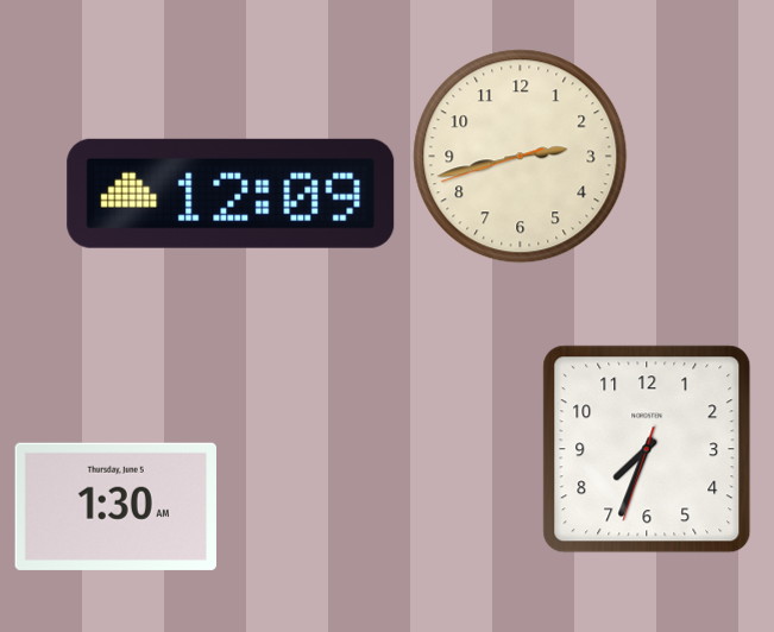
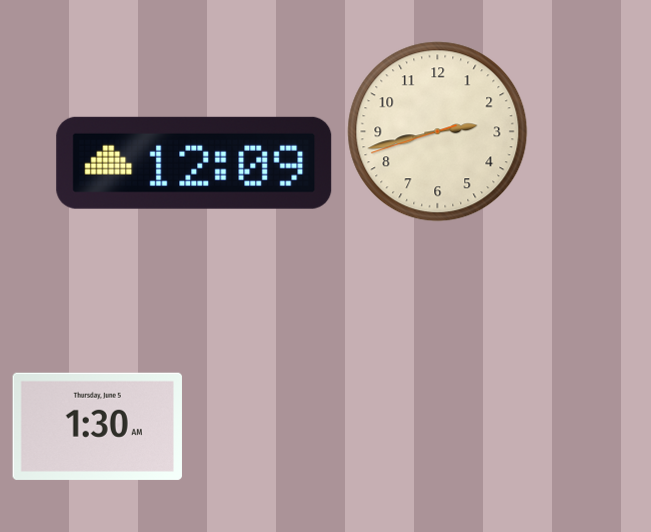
clock at (647, 449): 7:33 -> none
